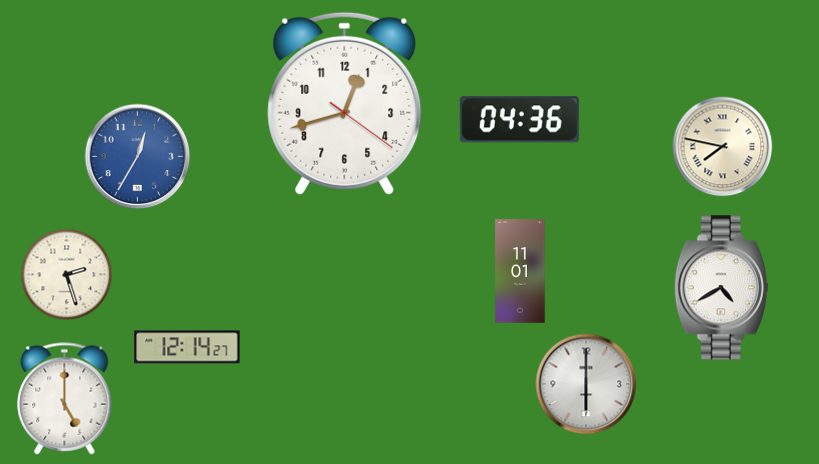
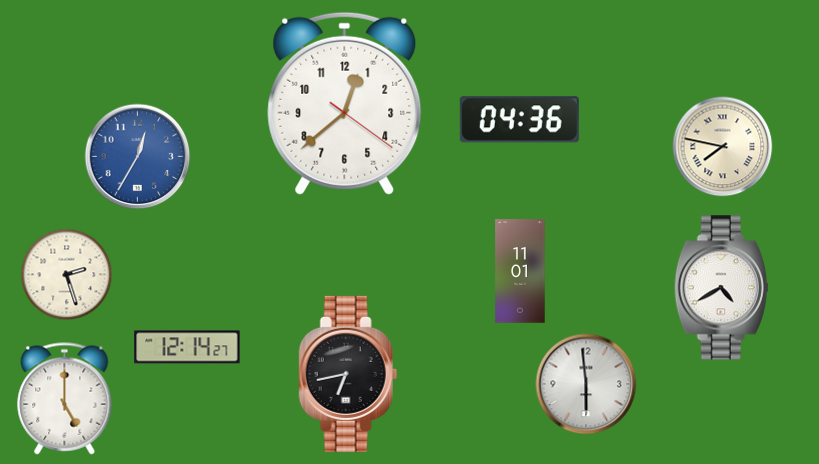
clock at (345, 103): 12:42 -> 12:38
clock at (348, 374): none -> 6:43
clock at (586, 384): 6:00 -> 5:59
